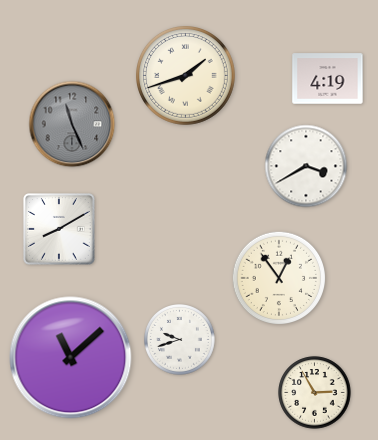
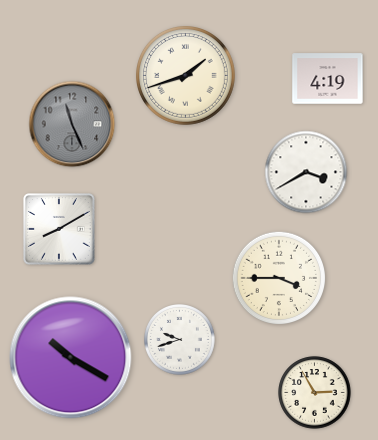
clock at (306, 166) position: (306, 166) -> (306, 172)
clock at (279, 278): 12:54 -> 3:45
clock at (71, 358): 11:08 -> 10:20
